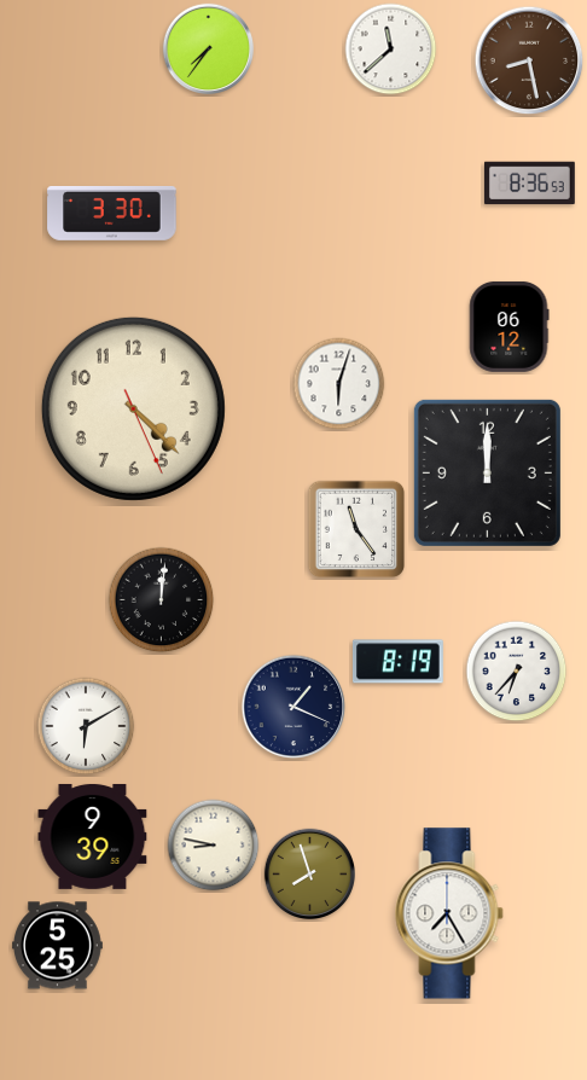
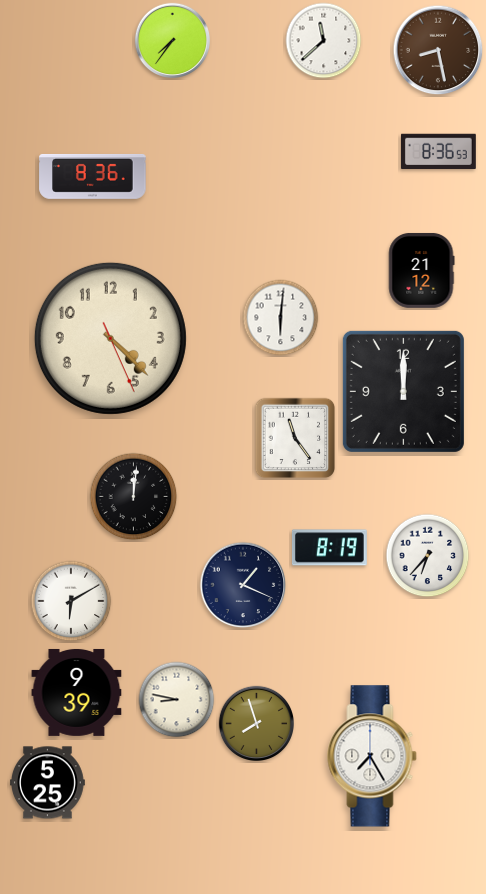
clock at (112, 213): 3:30 -> 8:36
clock at (508, 326): 06:12 -> 21:12
clock at (339, 384): 6:03 -> 6:01
